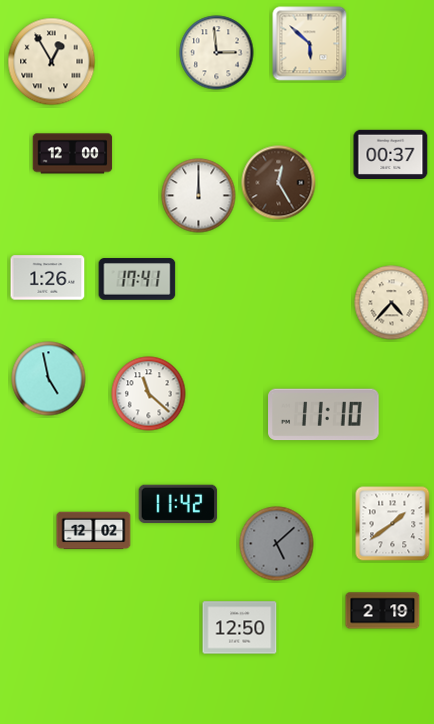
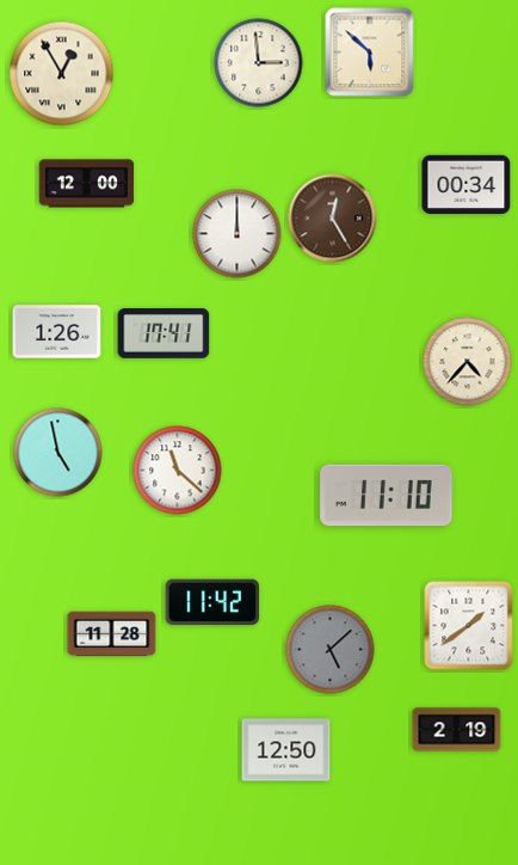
clock at (391, 154): 00:37 -> 00:34
clock at (94, 531): 12:02 -> 11:28
